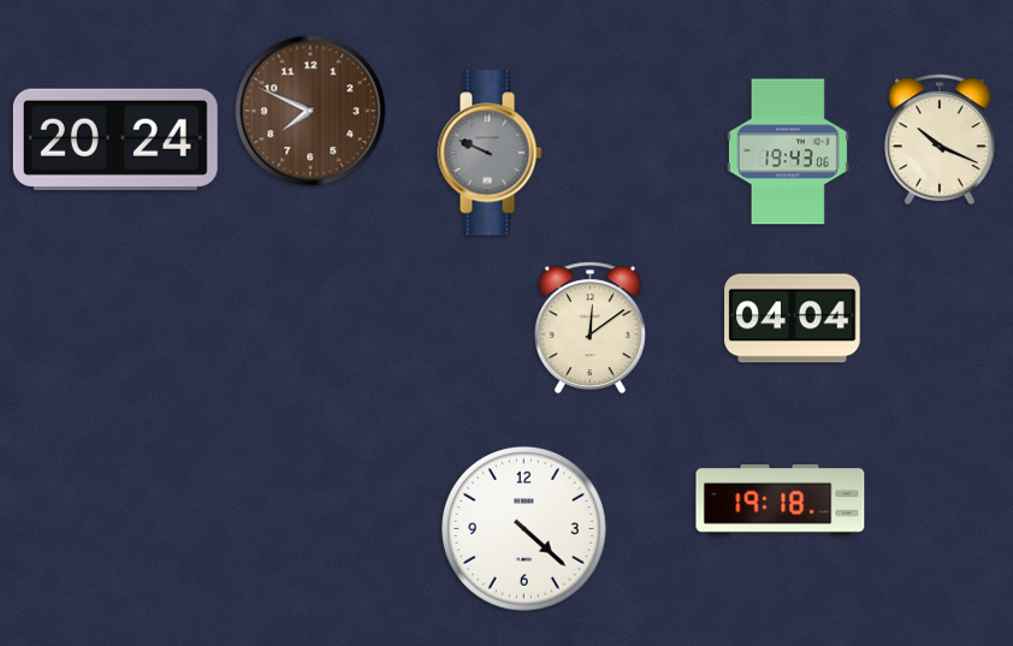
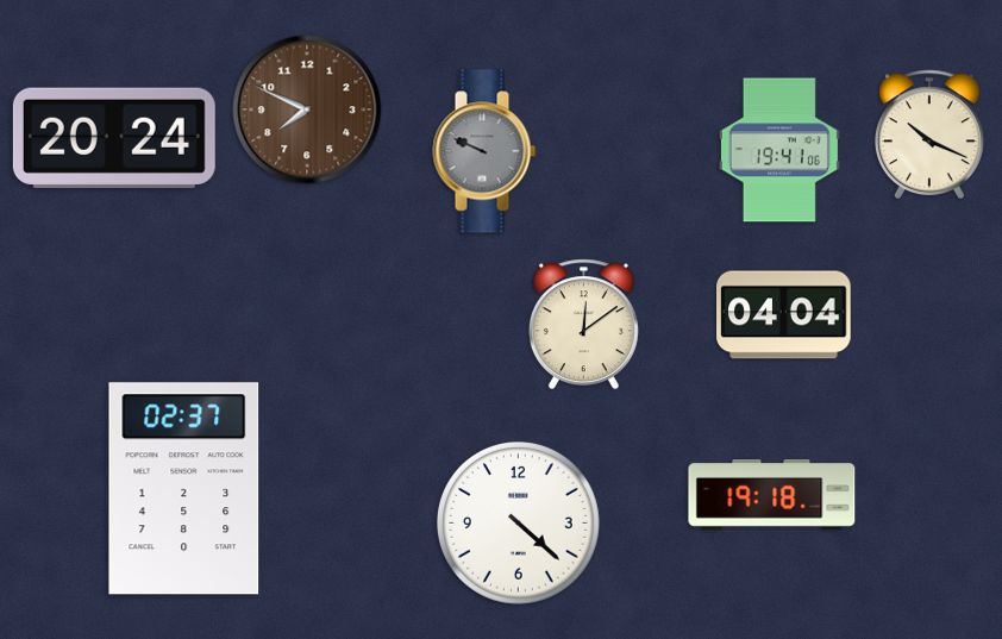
clock at (940, 140) position: (940, 140) -> (929, 134)
clock at (788, 152): 19:43 -> 19:41
clock at (184, 489): none -> 02:37
